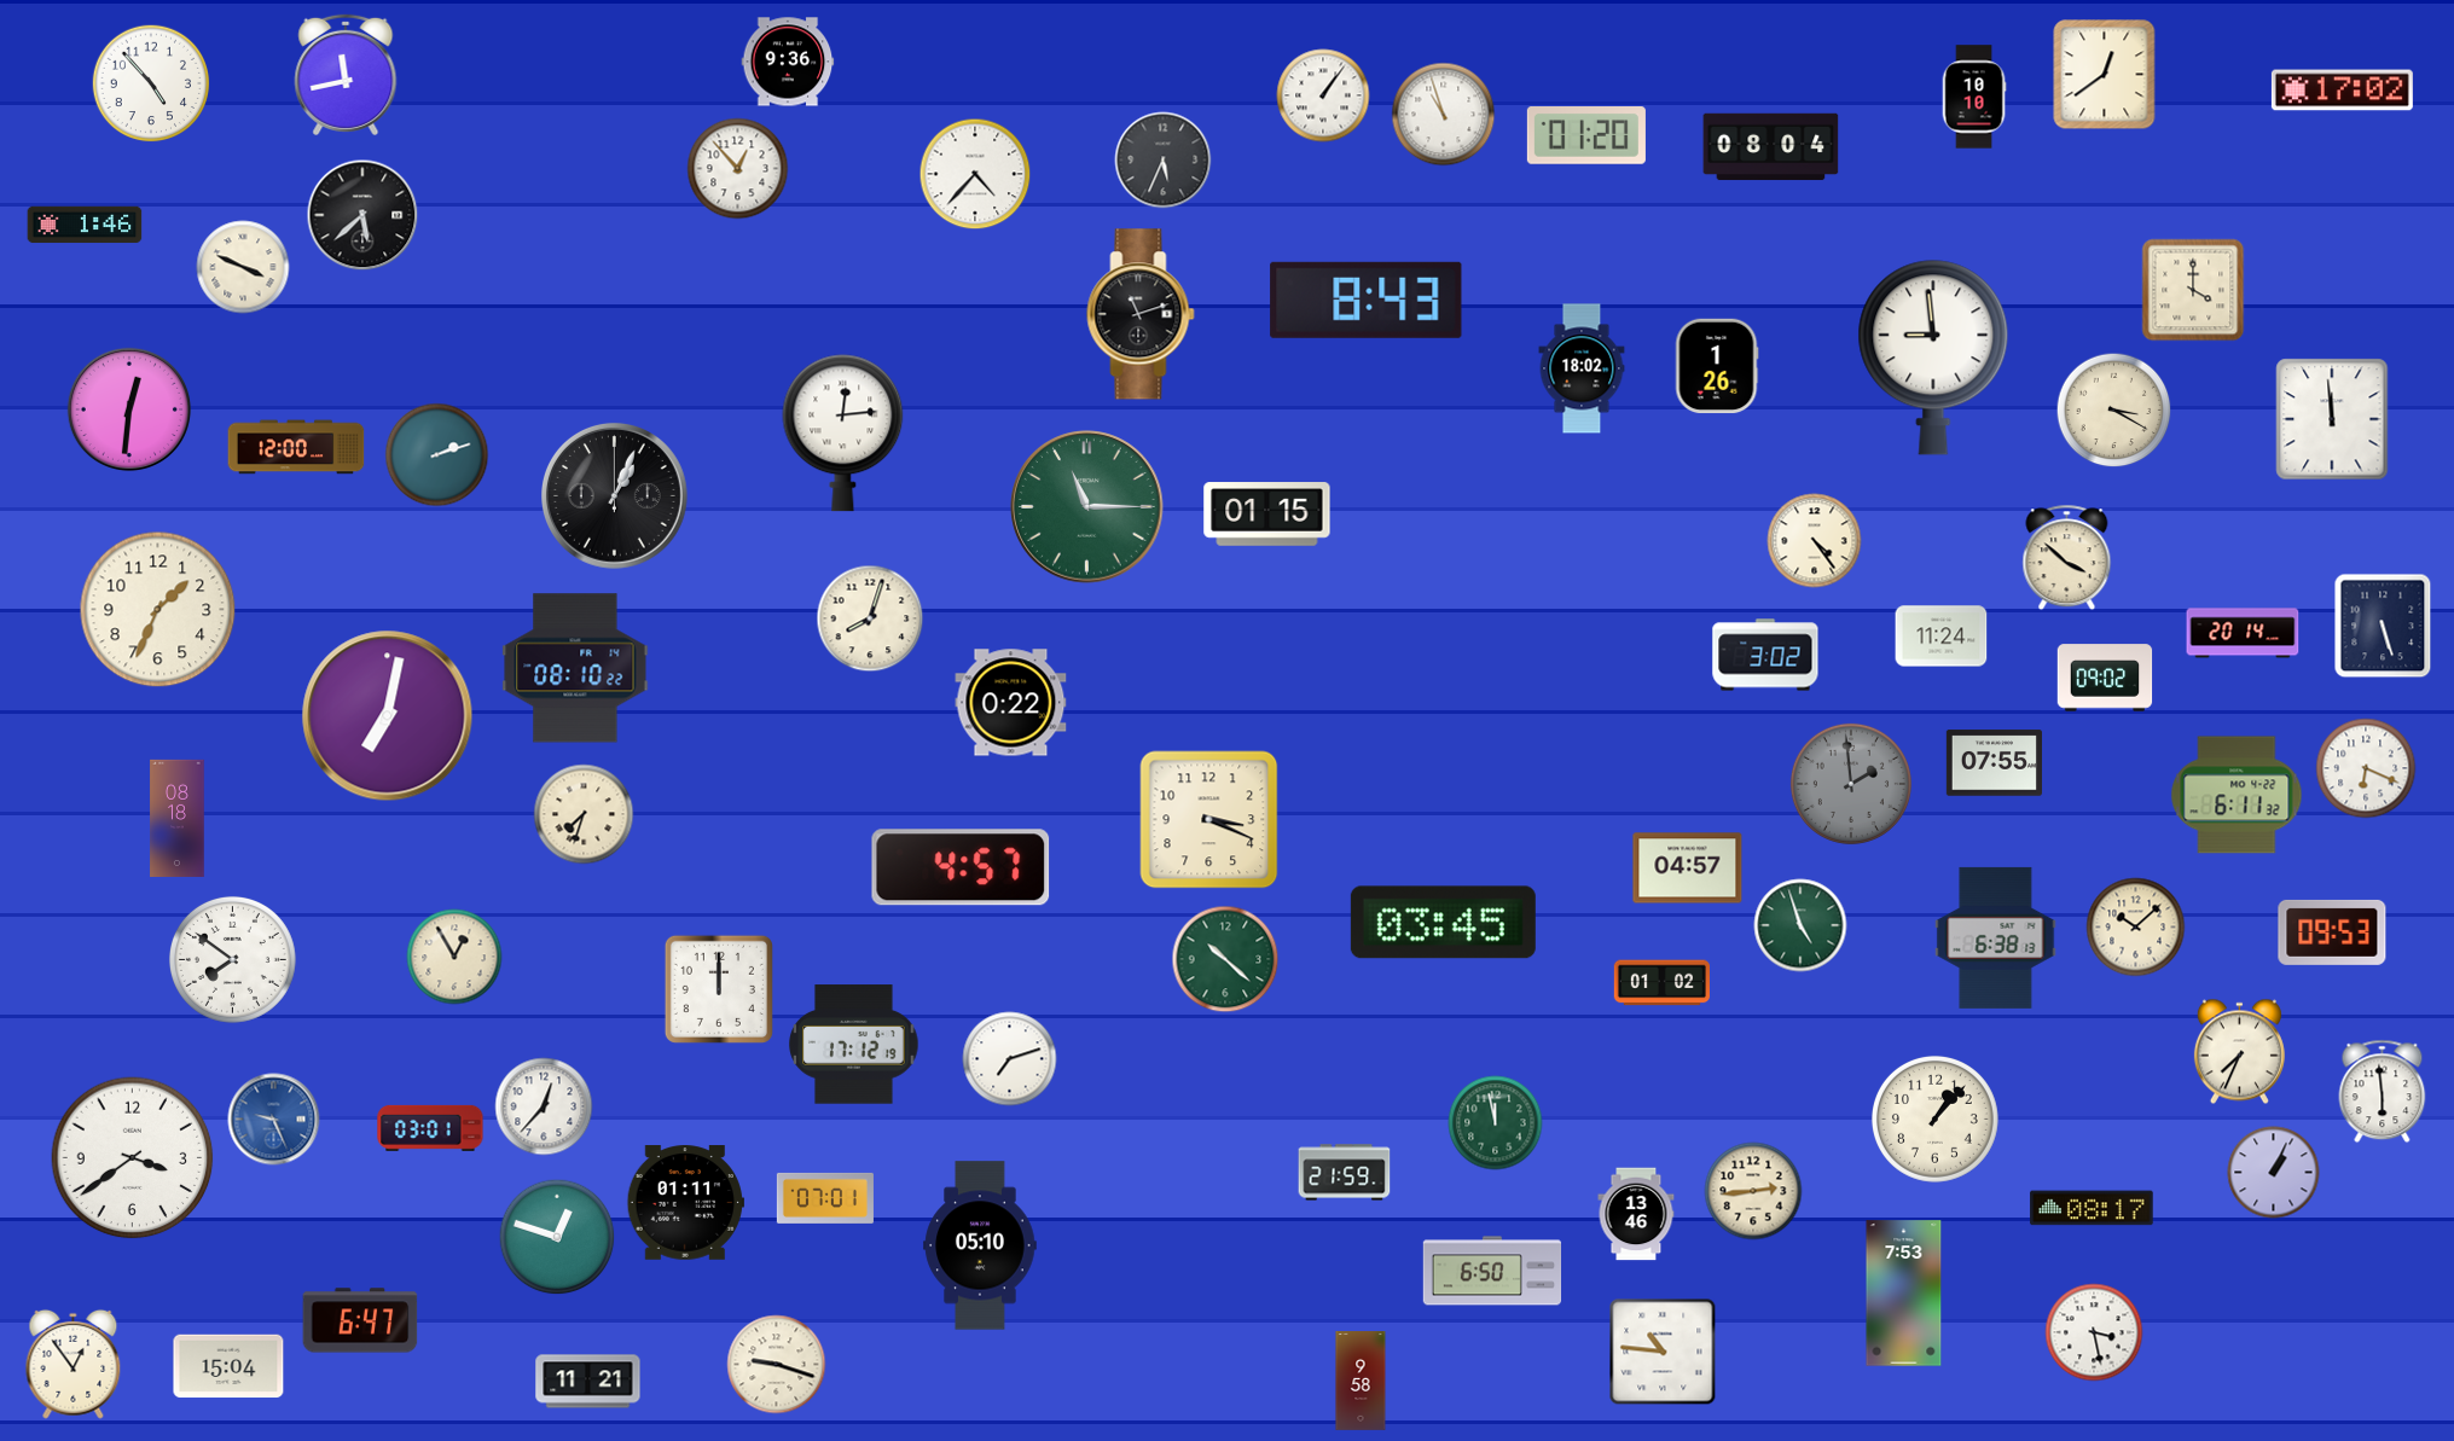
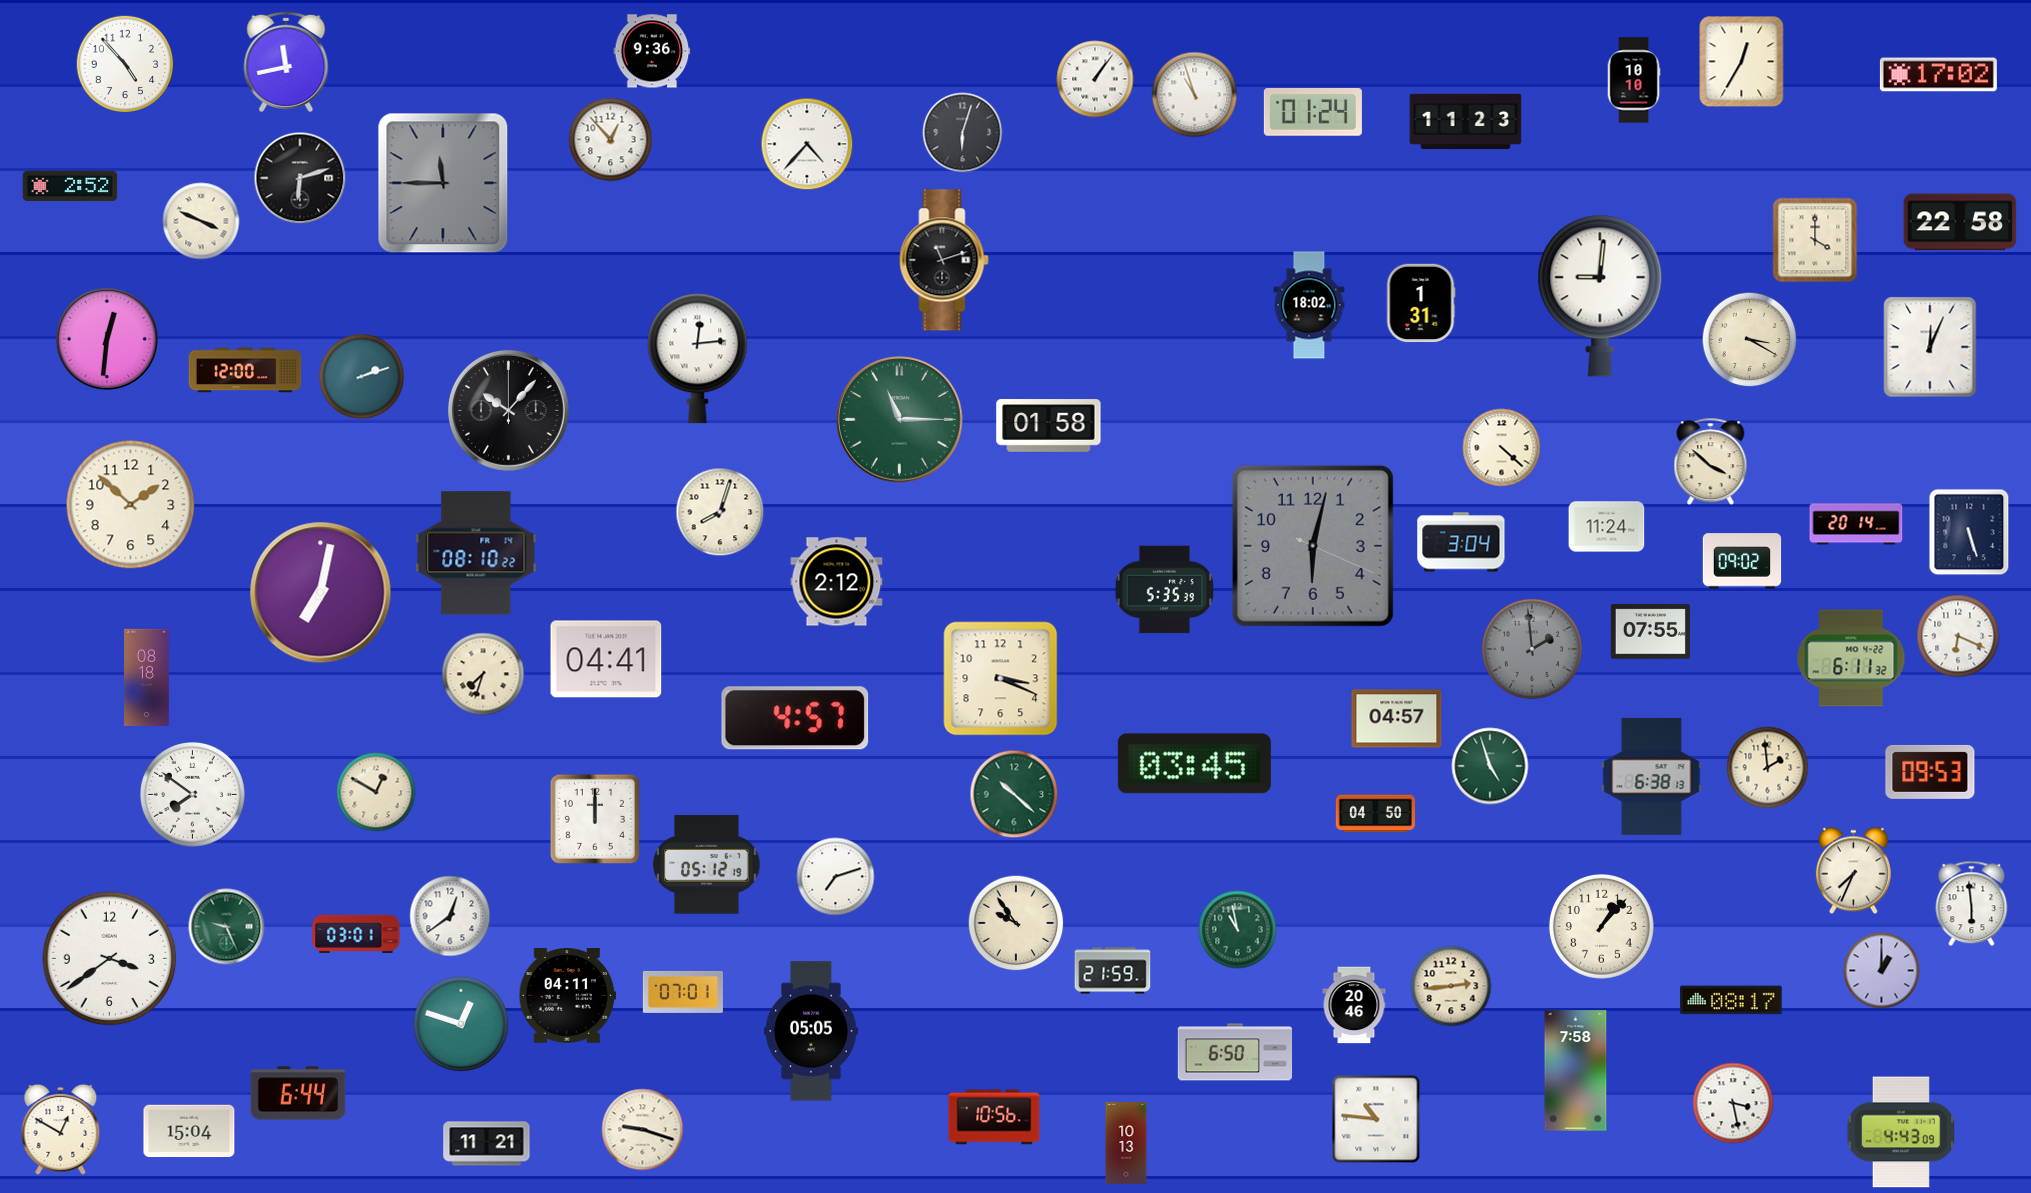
clock at (2105, 75): 12:39 -> 12:35
clock at (151, 83) position: (151, 83) -> (125, 64)
clock at (1586, 135): 01:20 -> 01:24
clock at (1771, 147): 08:04 -> 11:23
clock at (1164, 161): 5:34 -> 6:03
clock at (362, 215): 5:38 -> 6:12
clock at (443, 183): none -> 11:45
clock at (85, 225): 1:46 -> 2:52
clock at (1960, 222): none -> 22:58
clock at (1367, 300): 8:43 -> none
clock at (1933, 358): 8:59 -> 9:01
clock at (1717, 366): 1:26 -> 1:31
clock at (2332, 419): 11:59 -> 12:04
clock at (615, 496): 1:04 -> 10:07
clock at (1267, 515): 01:15 -> 01:58
clock at (1815, 541): 4:24 -> 4:22
clock at (158, 610): 1:34 -> 1:52
clock at (2383, 626) position: (2383, 626) -> (1969, 532)
clock at (1765, 655): 3:02 -> 3:04
clock at (1313, 546): none -> 6:02
clock at (1011, 703): 0:22 -> 2:12
clock at (1164, 590): none -> 5:35
clock at (606, 659): none -> 04:41
clock at (2136, 928): 10:08 -> 1:59
clock at (454, 957): 12:55 -> 12:50
clock at (1661, 983): 01:02 -> 04:50
clock at (854, 1045): 17:12 -> 05:12
clock at (544, 1106): 12:37 -> 12:39
clock at (1016, 923): none -> 9:54
clock at (274, 1120) dial: blue -> green
clock at (1496, 1123): 11:58 -> 10:58
clock at (2274, 1173): 1:04 -> 1:00
clock at (685, 1203): 01:11 -> 04:11
clock at (1636, 1214): 13:46 -> 20:46
clock at (980, 1245): 05:10 -> 05:05
clock at (1904, 1294): 7:53 -> 7:58
clock at (360, 1320): 6:47 -> 6:44
clock at (994, 1117): none -> 10:56
clock at (74, 1364): 12:54 -> 12:50
clock at (1900, 1132): none -> 4:43
clock at (1361, 1382): 9:58 -> 10:13
